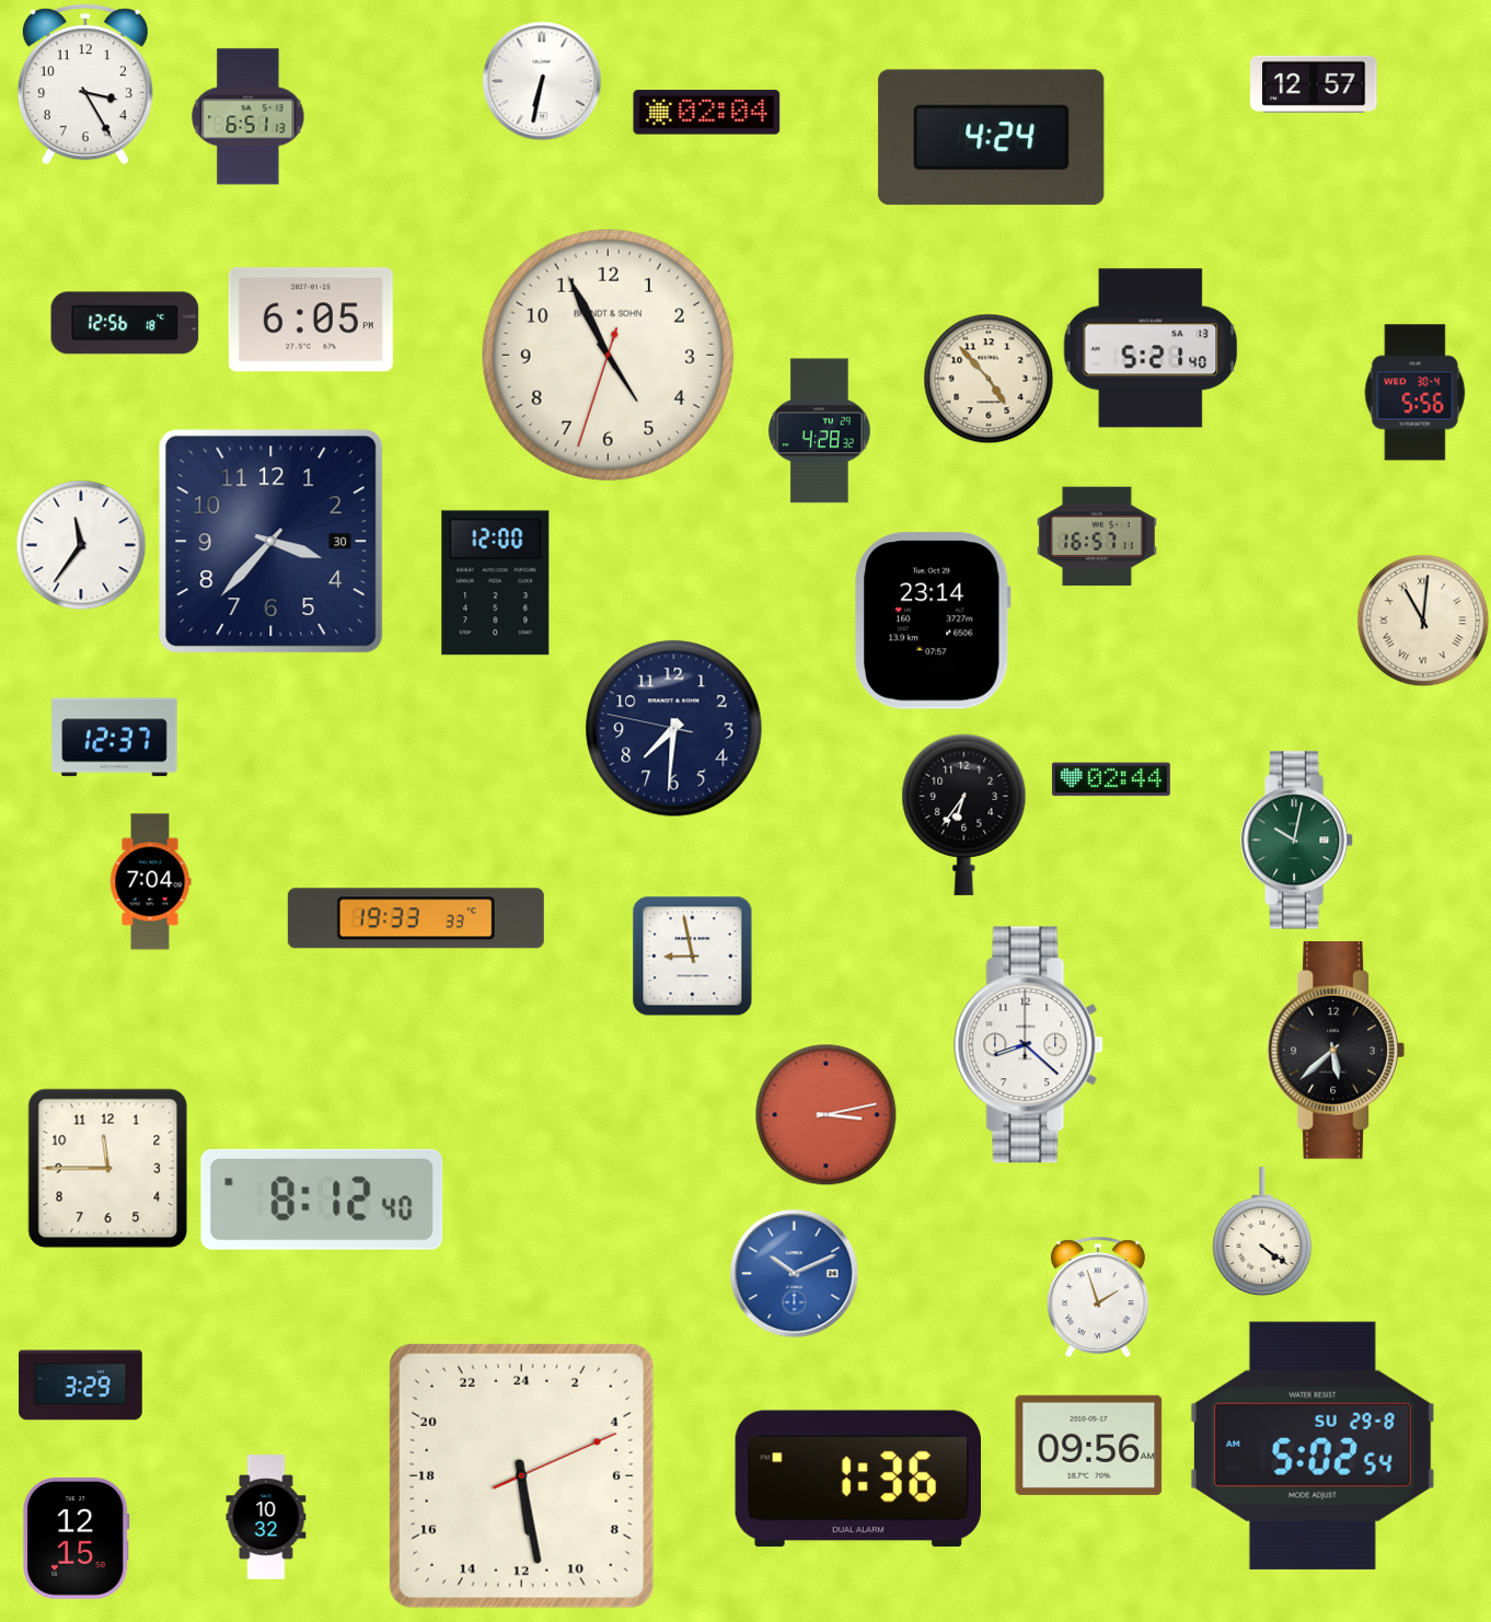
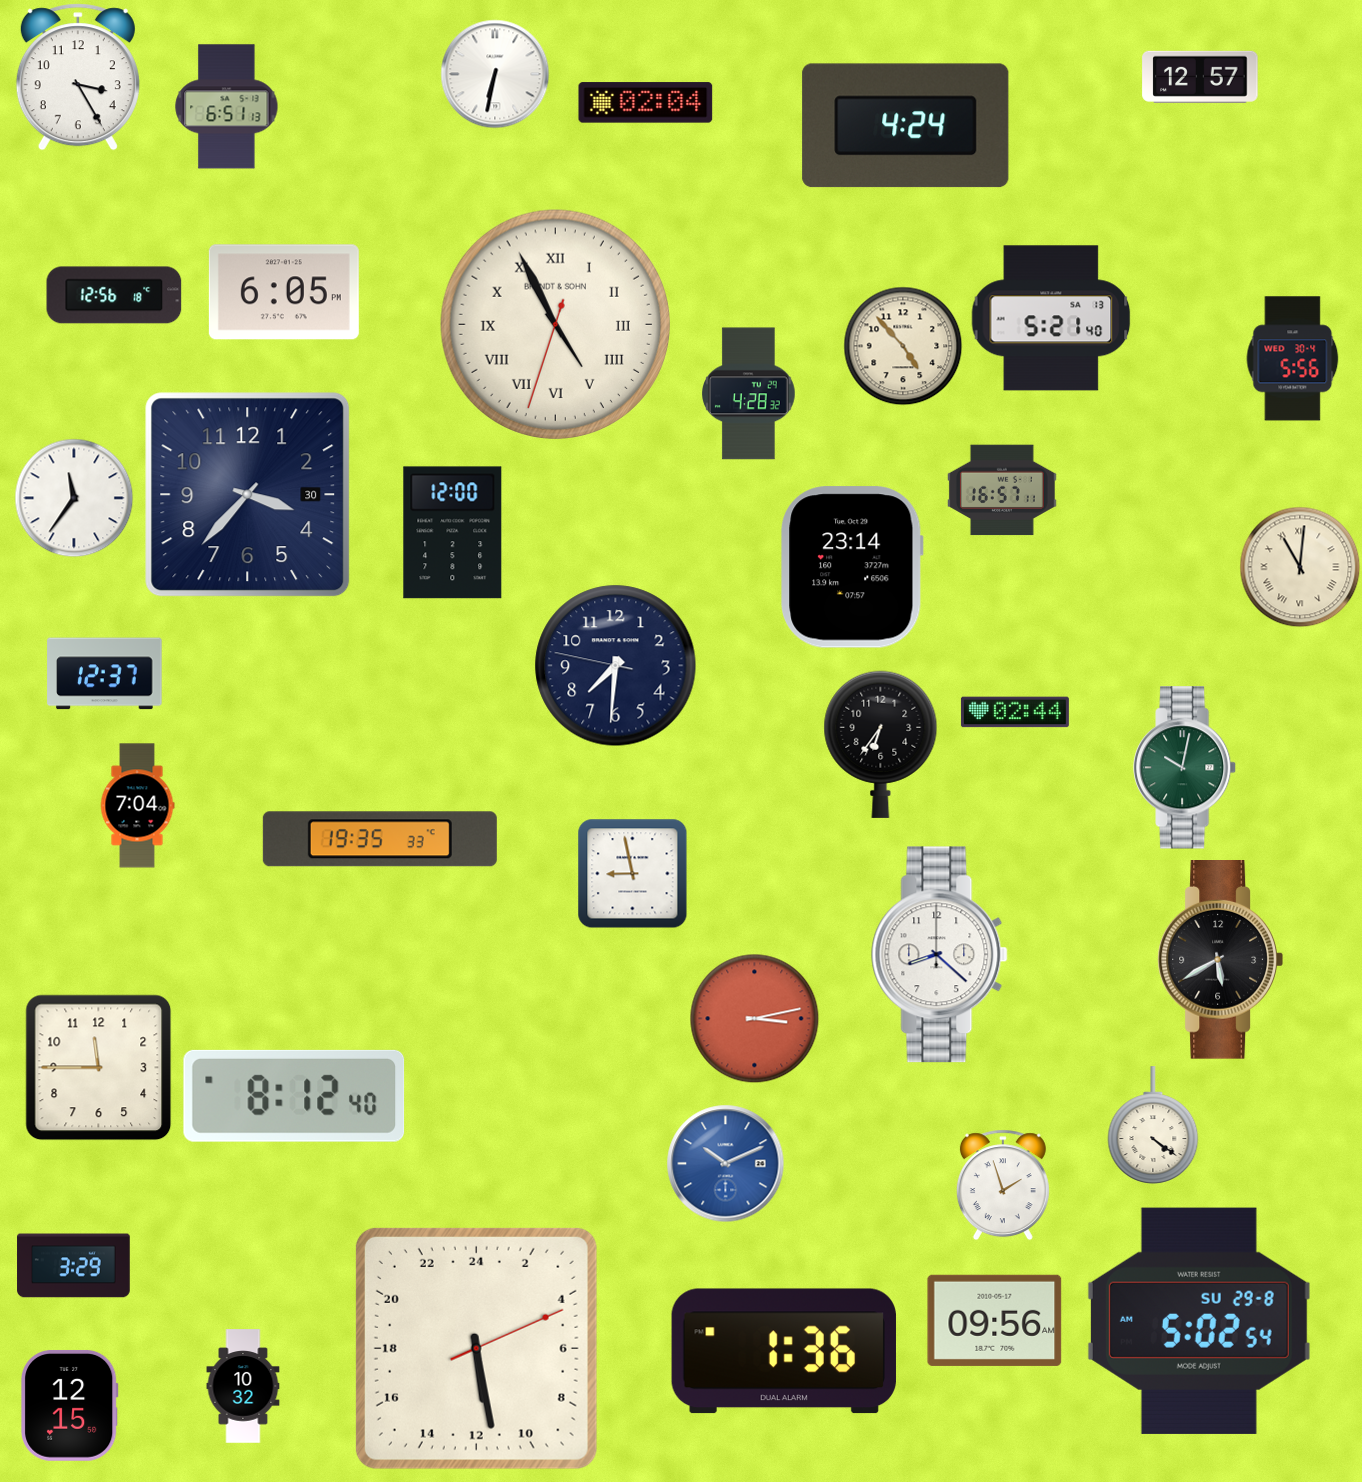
clock at (608, 355) numerals: Arabic -> Roman
clock at (416, 918): 19:33 -> 19:35
clock at (1336, 1051): 5:38 -> 5:40
